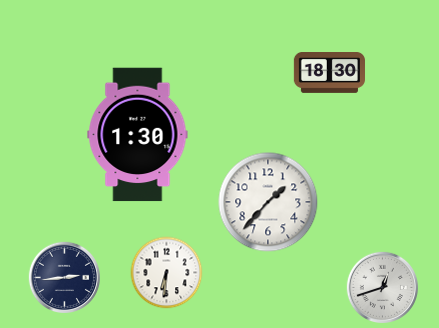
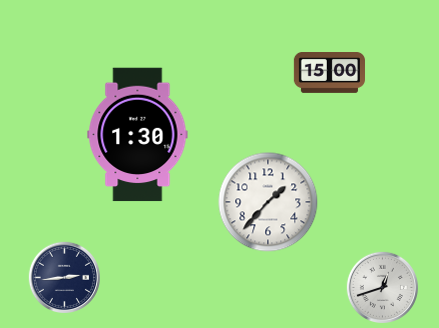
clock at (329, 73): 18:30 -> 15:00
clock at (167, 273): 6:31 -> none
